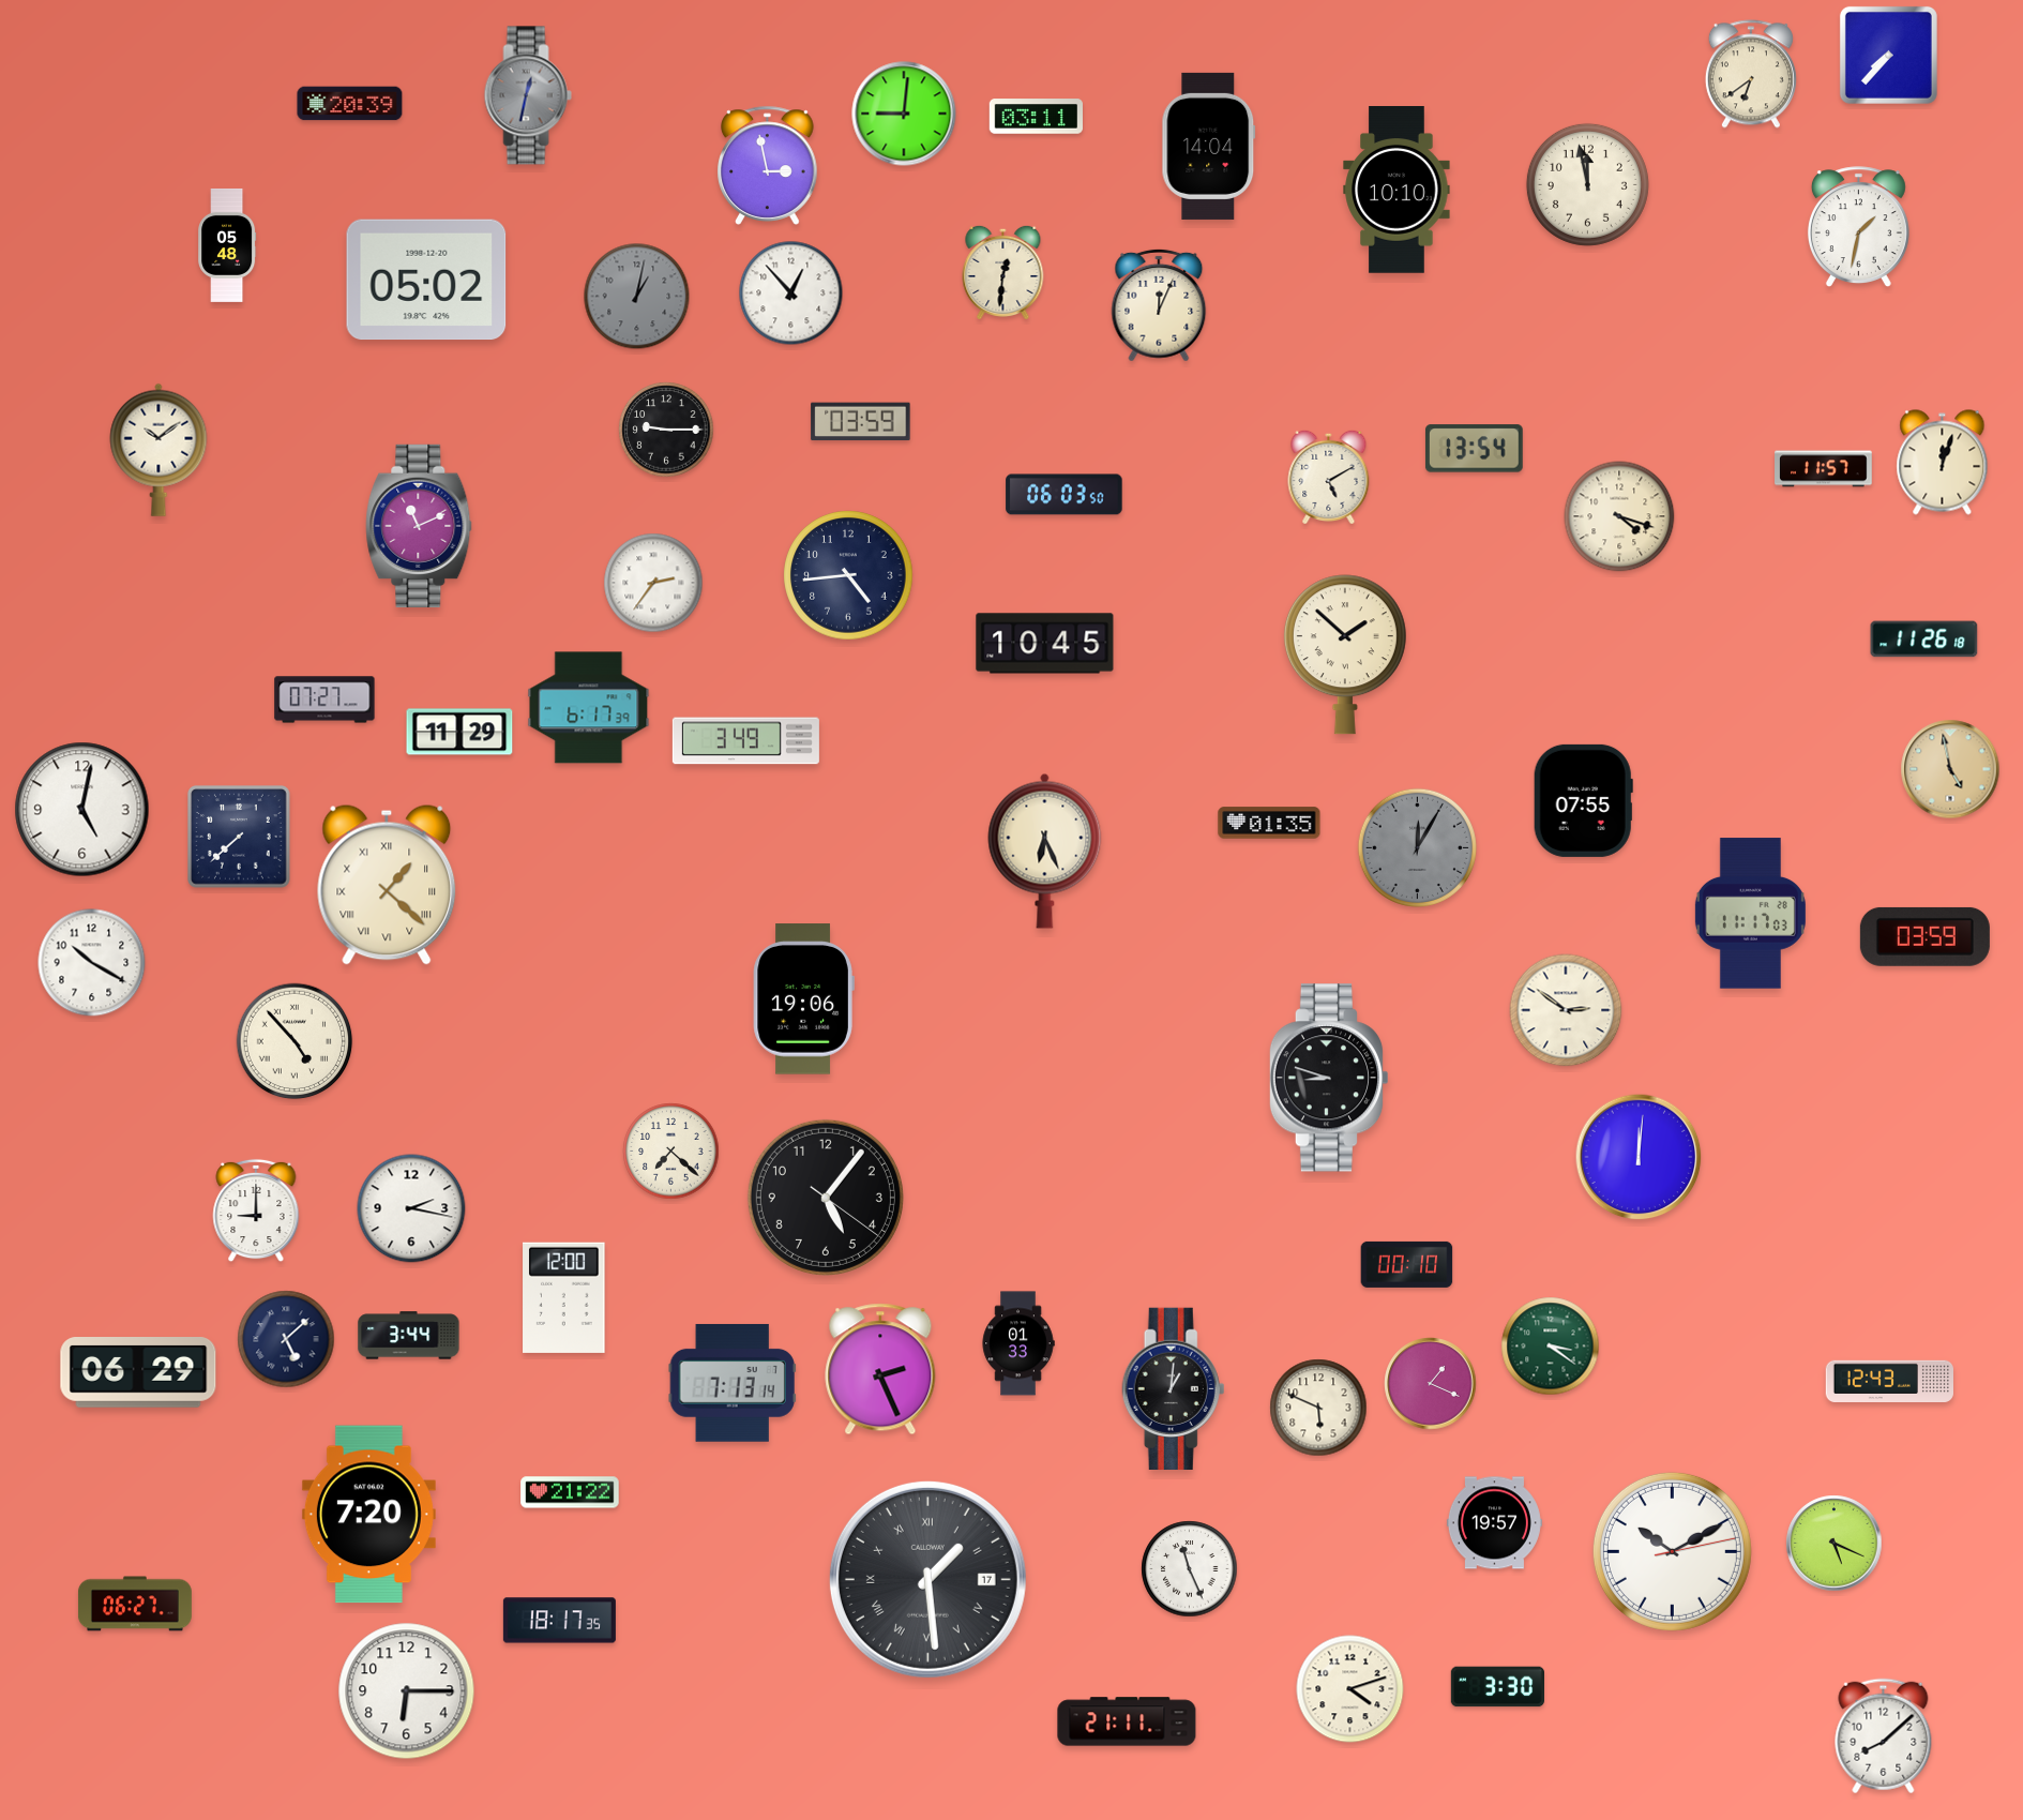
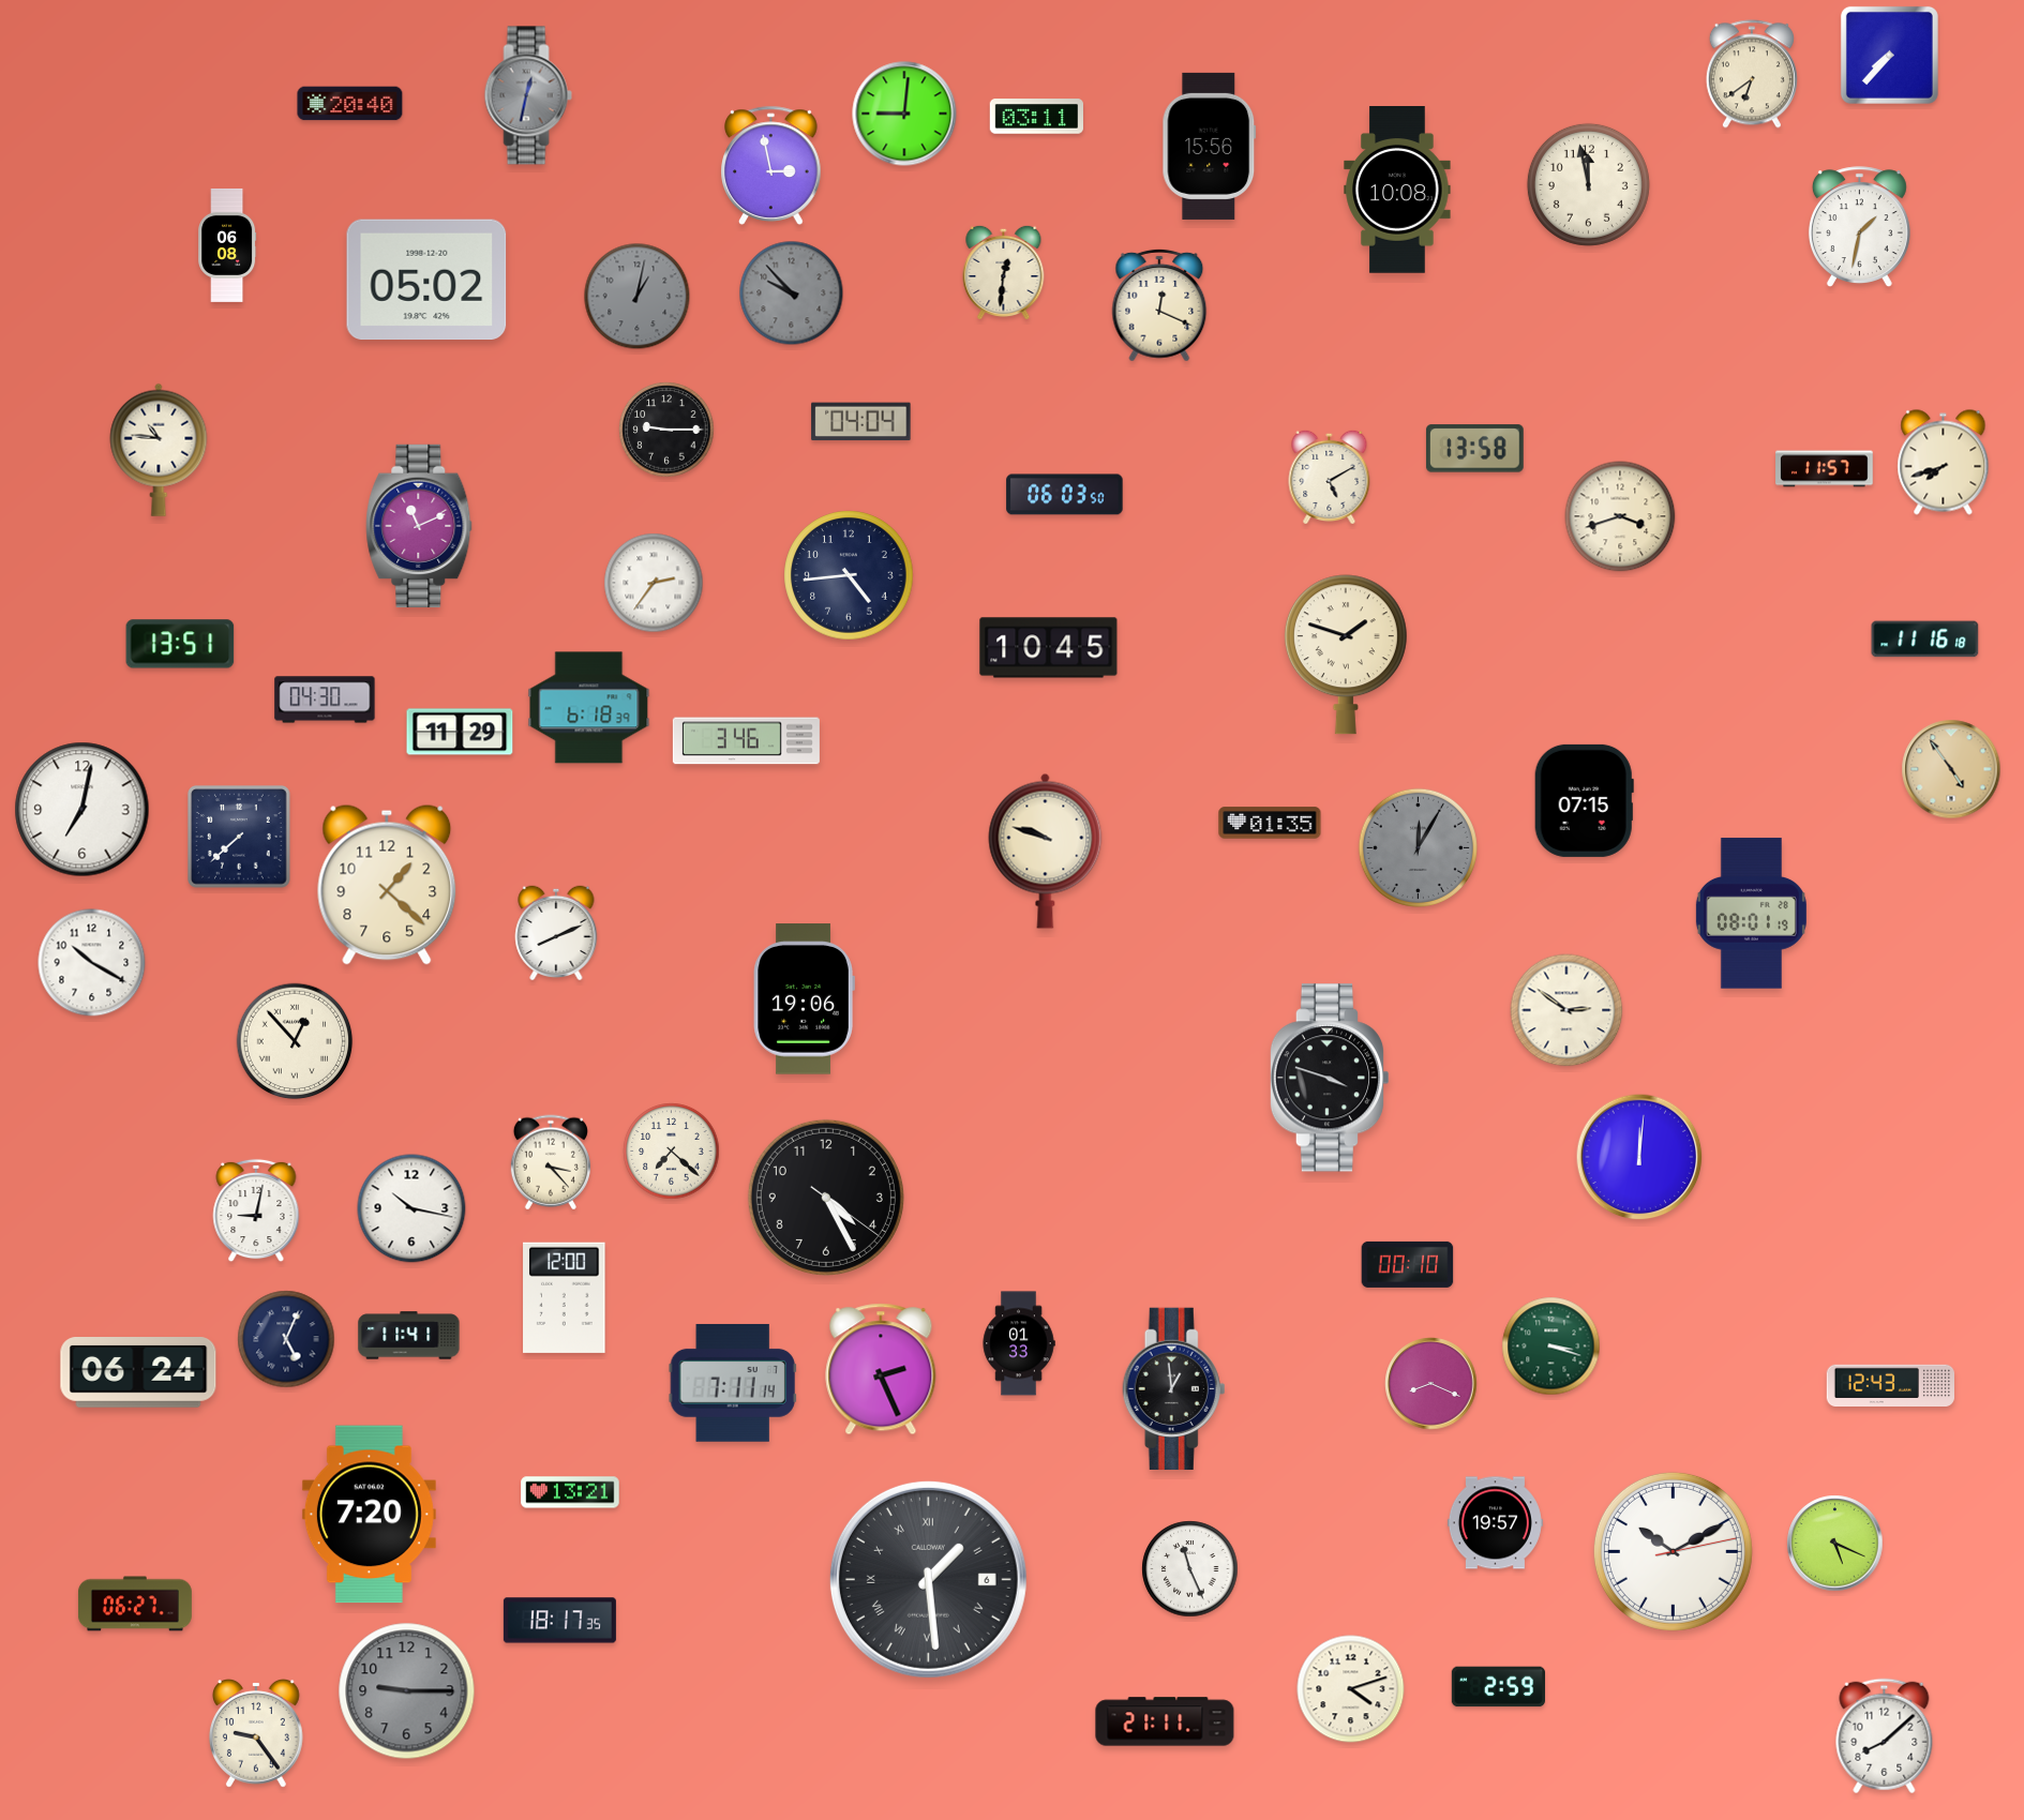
clock at (350, 104): 20:39 -> 20:40
clock at (1209, 146): 14:04 -> 15:56
clock at (768, 165) position: (768, 165) -> (771, 165)
clock at (1397, 191): 10:10 -> 10:08
clock at (227, 245): 05:48 -> 06:08
clock at (791, 294): 12:53 -> 9:53
clock at (791, 294) dial: white -> grey
clock at (1159, 305): 12:04 -> 12:19
clock at (861, 422): 03:59 -> 04:04
clock at (1474, 449): 13:54 -> 13:58
clock at (158, 450): 10:09 -> 10:46
clock at (1943, 463): 12:03 -> 7:42
clock at (1619, 516): 4:18 -> 3:42
clock at (1924, 640): 11:26 -> 11:16
clock at (180, 644): none -> 13:51
clock at (1045, 644) position: (1045, 644) -> (1049, 648)
clock at (1345, 655): 1:52 -> 1:48
clock at (324, 700): 07:27 -> 04:30
clock at (589, 708): 6:17 -> 6:18
clock at (745, 741): 3:49 -> 3:46
clock at (1950, 769): 4:58 -> 4:54
clock at (1583, 800): 07:55 -> 07:15
clock at (82, 810): 5:02 -> 7:02
clock at (1045, 851): 6:26 -> 9:48
clock at (387, 885) numerals: Roman -> Arabic
clock at (1750, 914): 11:17 -> 08:01
clock at (556, 933): none -> 8:11
clock at (1924, 936): 03:59 -> none
clock at (295, 1041): 4:53 -> 12:53
clock at (1329, 1078): 8:48 -> 3:48
clock at (551, 1162): none -> 3:23
clock at (826, 1198): 5:06 -> 4:25
clock at (411, 1208): 2:17 -> 10:17
clock at (256, 1210): 9:00 -> 9:02
clock at (409, 1336): 3:44 -> 11:41
clock at (286, 1339): 5:08 -> 5:04
clock at (1551, 1347): 3:21 -> 3:18
clock at (138, 1373): 06:29 -> 06:24
clock at (1890, 1381) position: (1890, 1381) -> (1891, 1385)
clock at (733, 1383): 7:13 -> 7:11
clock at (1431, 1384): 1:19 -> 8:19
clock at (1174, 1388): 1:01 -> 12:59
clock at (1318, 1408): 5:49 -> none
clock at (570, 1492): 21:22 -> 13:21
clock at (927, 1579) date: 17 -> 6
clock at (1497, 1687): 3:30 -> 2:59
clock at (407, 1691): 6:15 -> 9:15
clock at (407, 1691) dial: white -> grey
clock at (1127, 1721) position: (1127, 1721) -> (1165, 1721)
clock at (257, 1734): none -> 9:24
